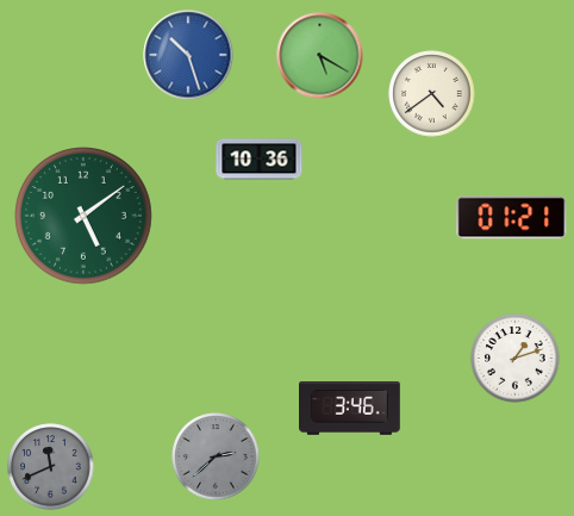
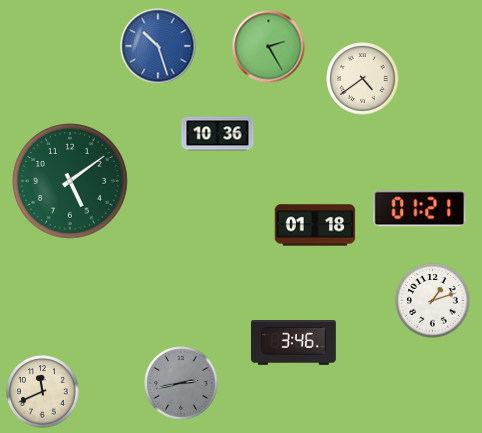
clock at (320, 56): 5:20 -> 2:25
clock at (512, 218) position: (512, 218) -> (420, 209)
clock at (315, 225): none -> 01:18
clock at (216, 456): 2:38 -> 2:43
clock at (51, 467) dial: grey -> cream
